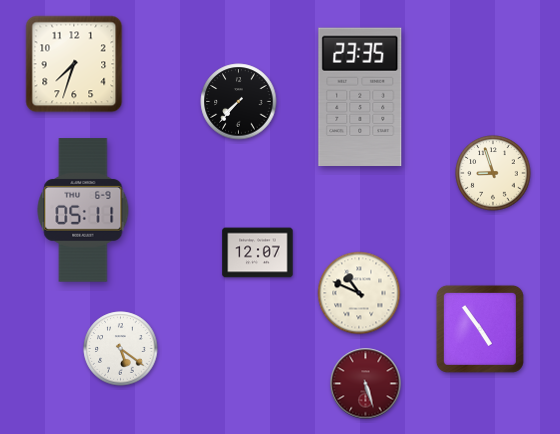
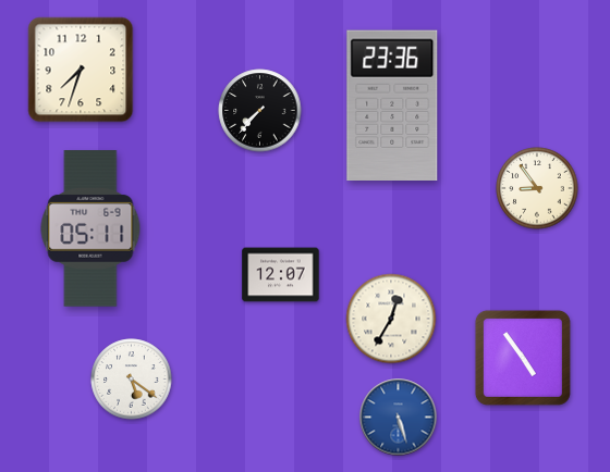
clock at (360, 96): 23:35 -> 23:36
clock at (493, 173): 8:57 -> 8:54
clock at (359, 293): 10:49 -> 12:35
clock at (366, 384) dial: burgundy -> blue
